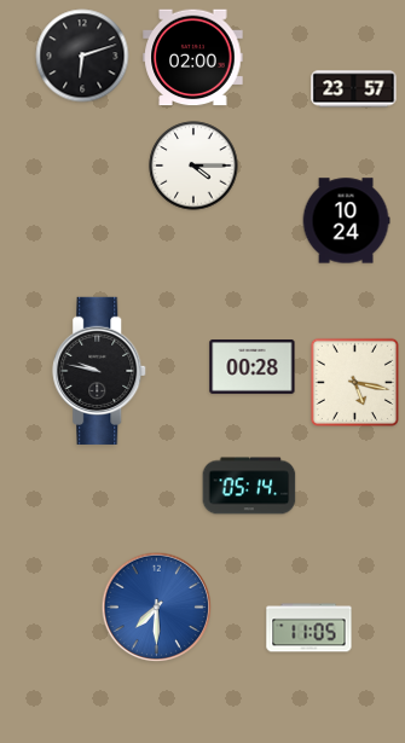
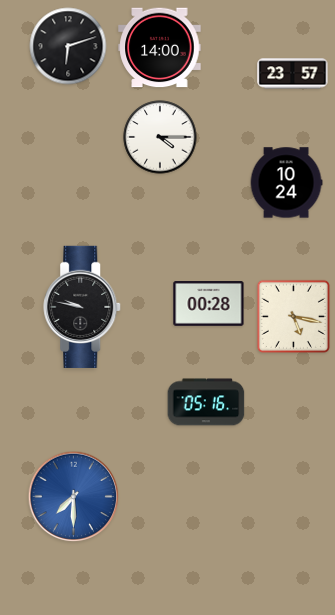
clock at (193, 58): 02:00 -> 14:00
clock at (249, 486): 05:14 -> 05:16
clock at (157, 608) position: (157, 608) -> (74, 497)
clock at (309, 628): 11:05 -> none
